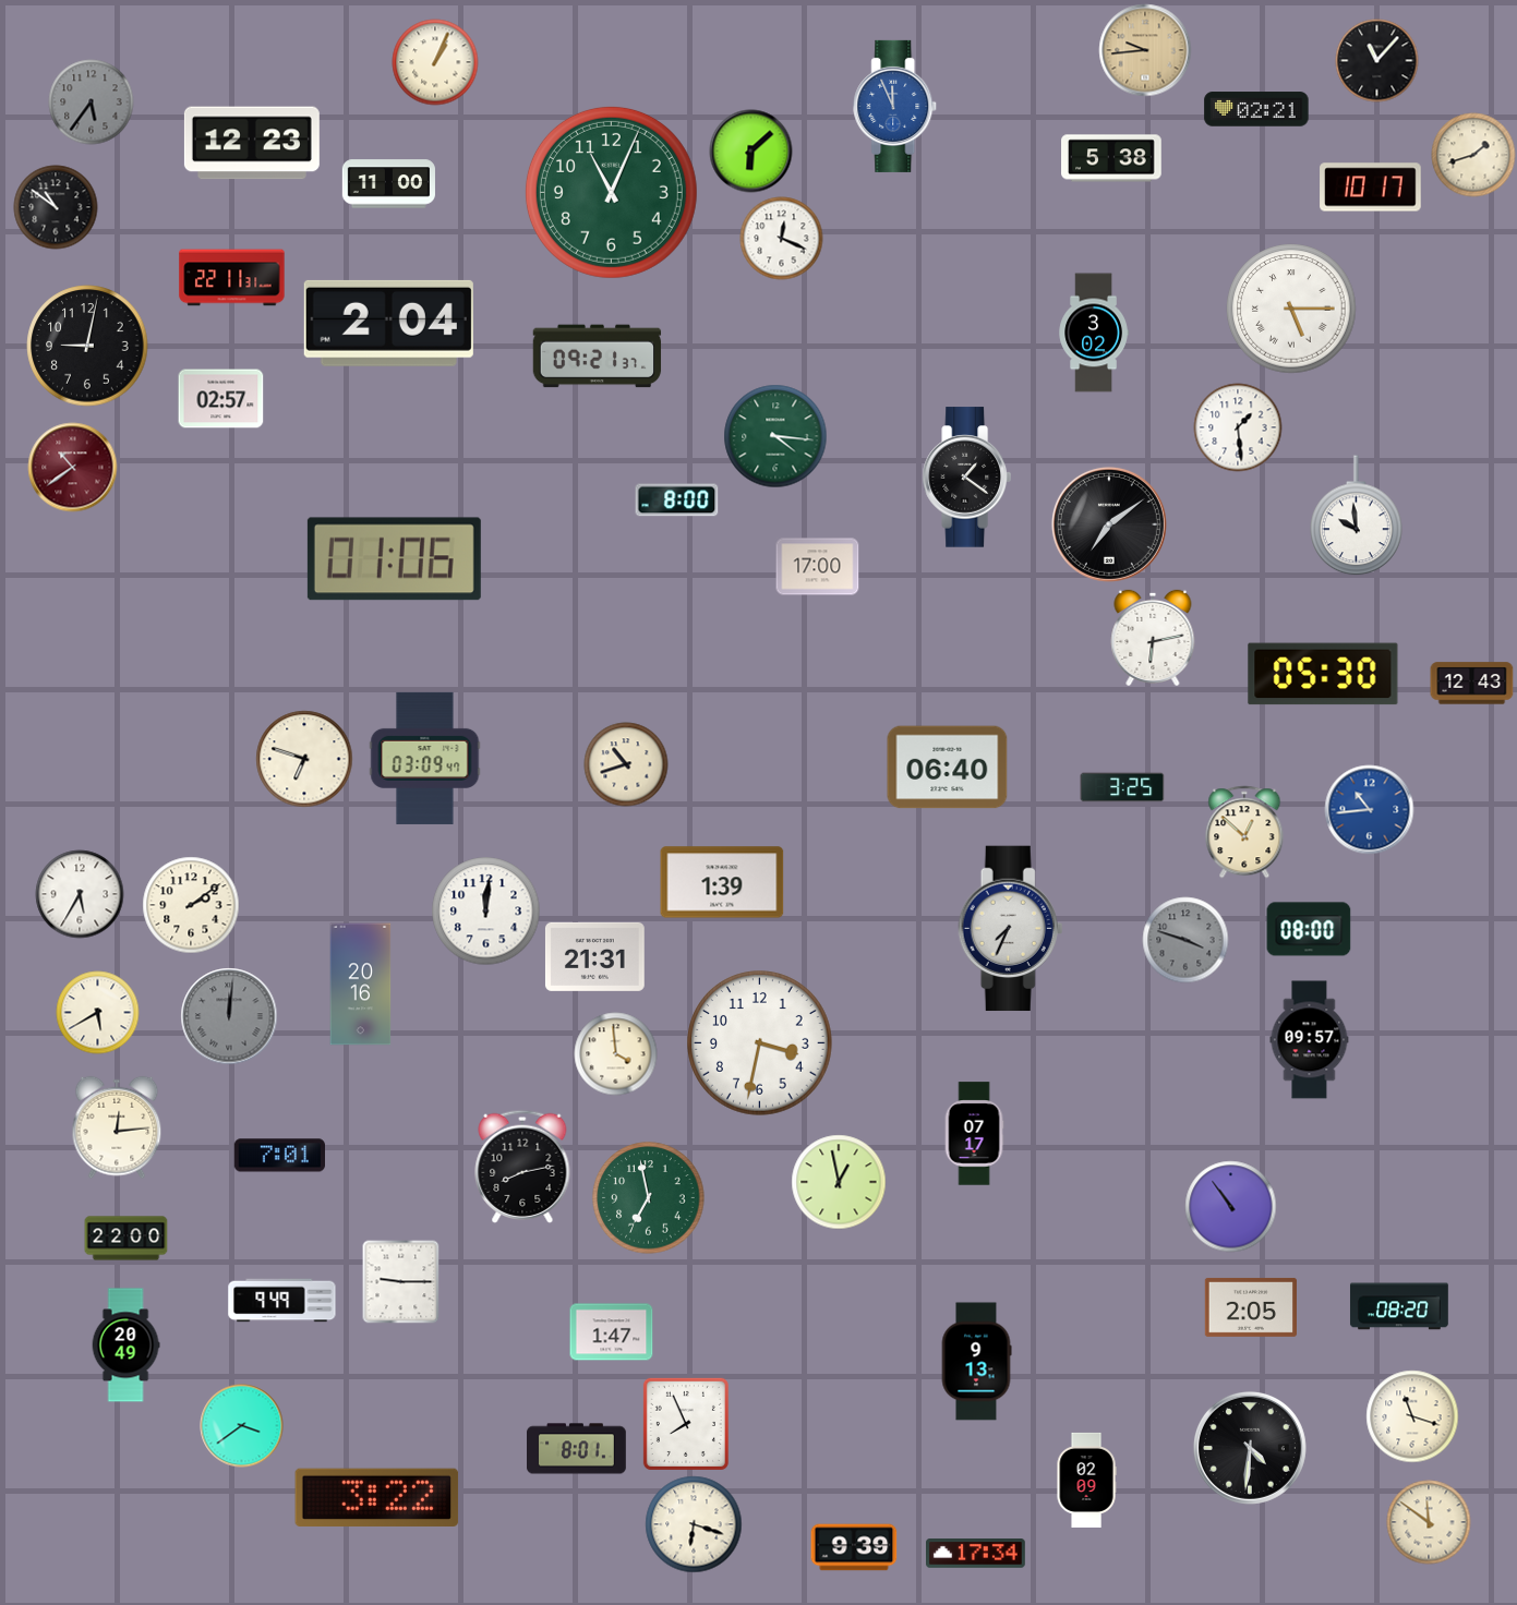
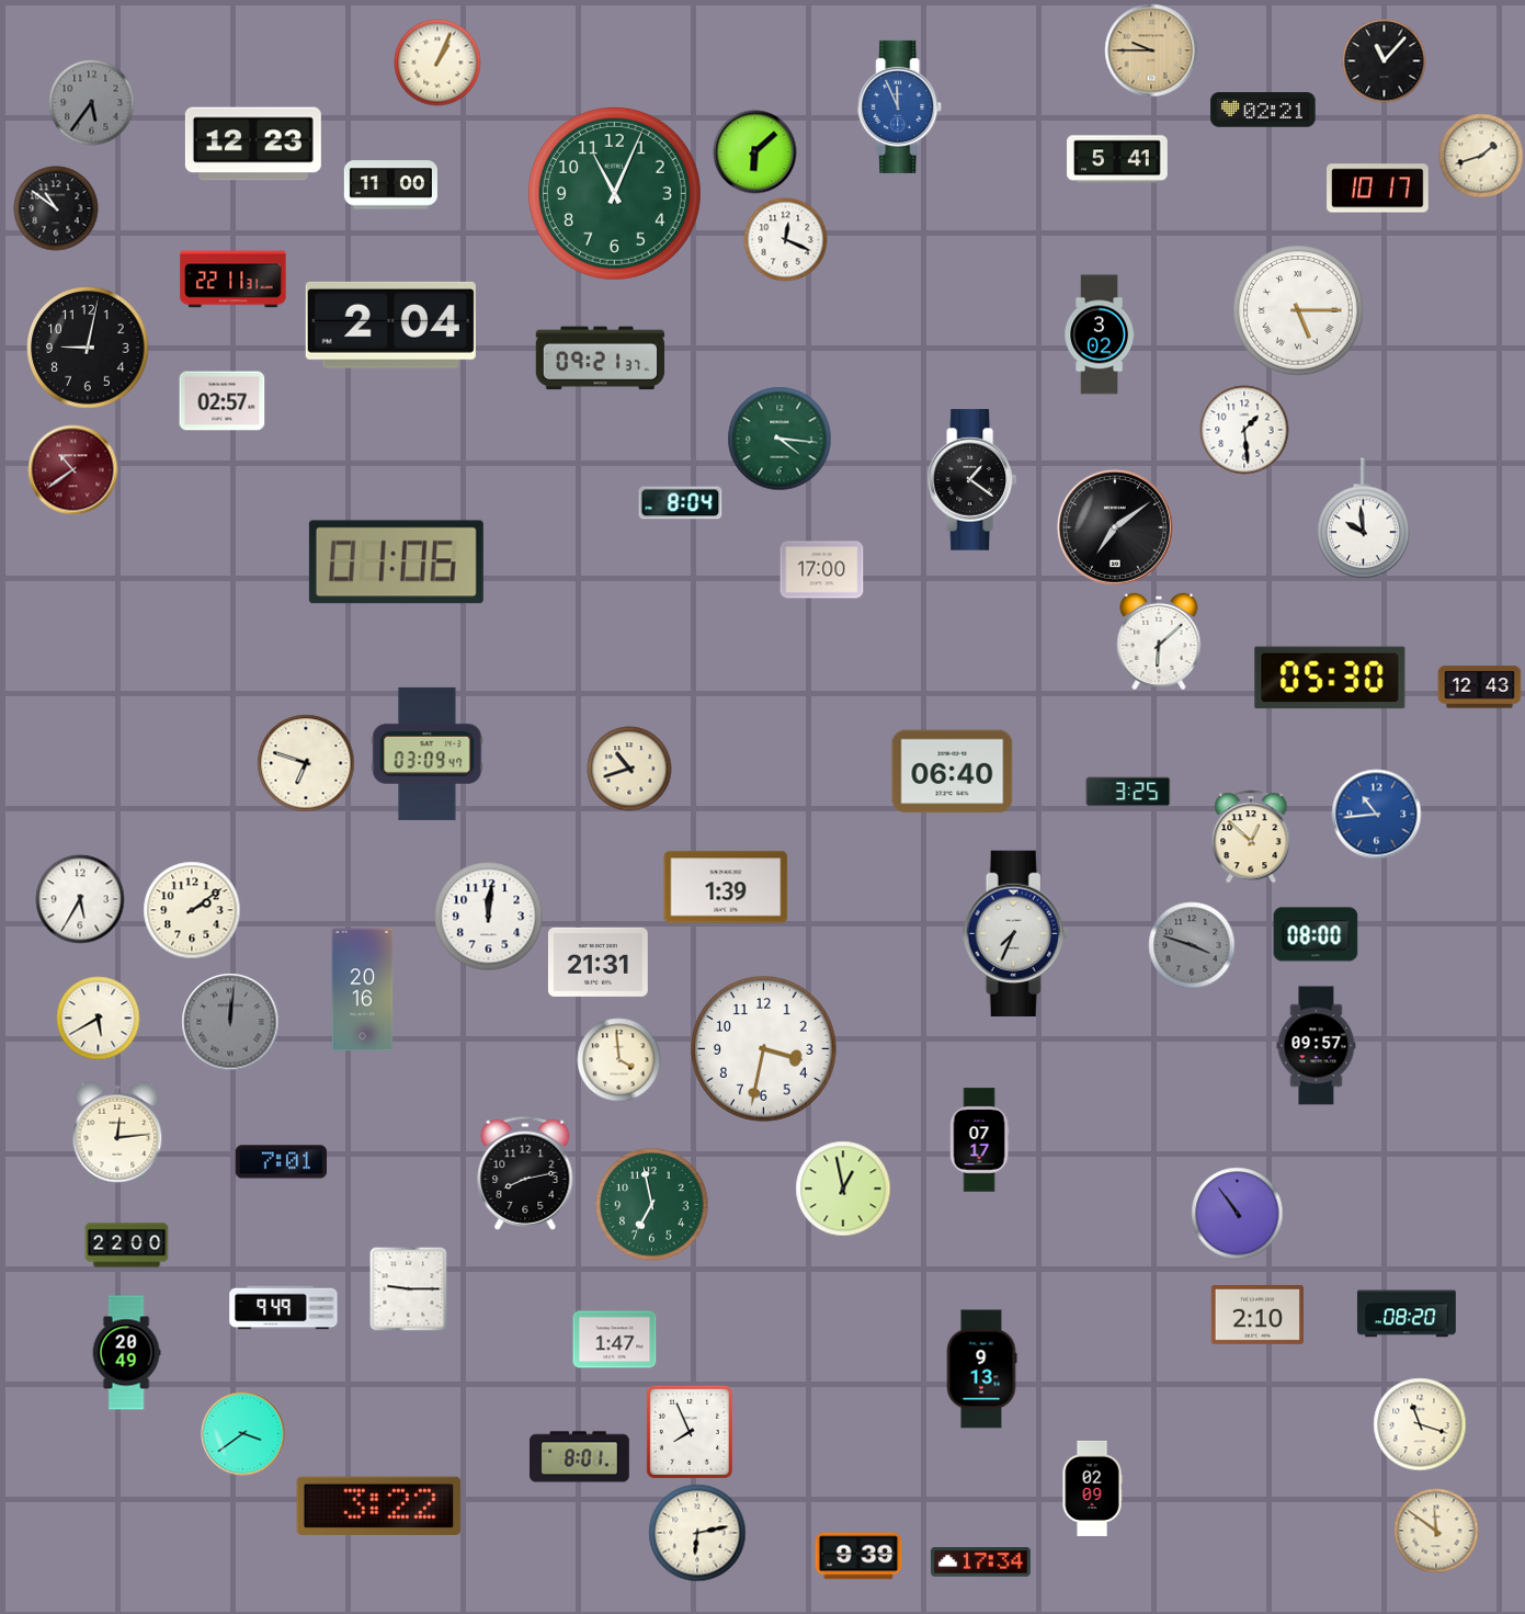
clock at (1145, 50): 9:44 -> 9:45
clock at (1111, 158): 5:38 -> 5:41
clock at (677, 500): 8:00 -> 8:04
clock at (1153, 638): 6:13 -> 6:08
clock at (425, 758) position: (425, 758) -> (428, 753)
clock at (401, 1281) position: (401, 1281) -> (409, 1288)
clock at (1250, 1307): 2:05 -> 2:10
clock at (1250, 1448): 4:31 -> none
clock at (694, 1524): 6:18 -> 6:13
